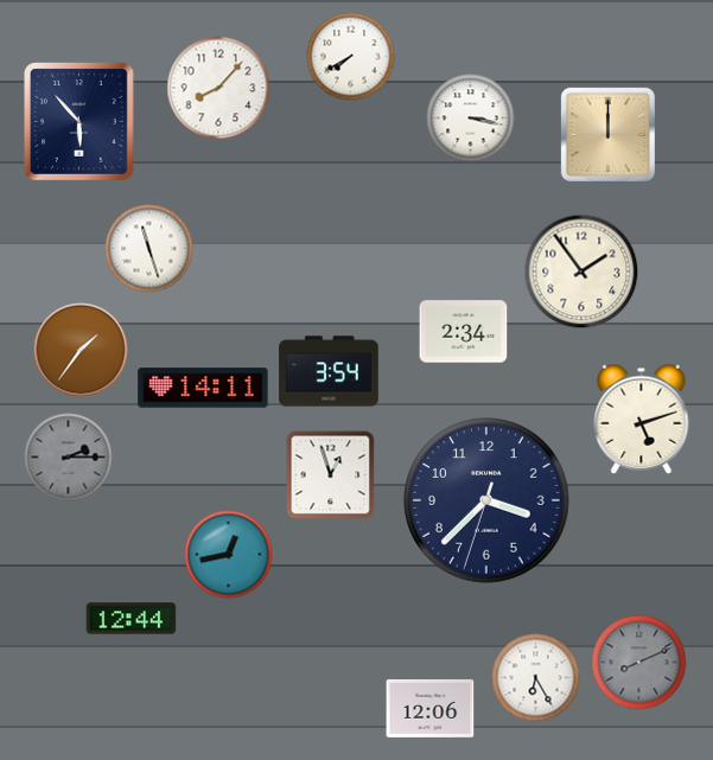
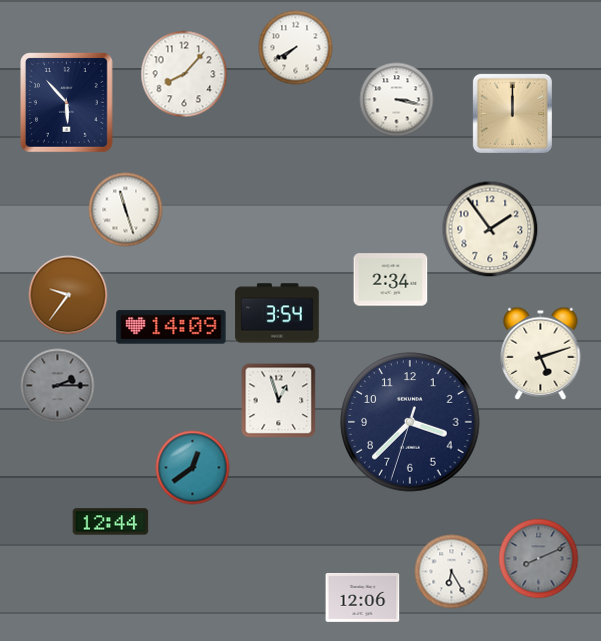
clock at (81, 350): 1:36 -> 9:36
clock at (203, 388): 14:11 -> 14:09
clock at (229, 555): 12:43 -> 12:39
